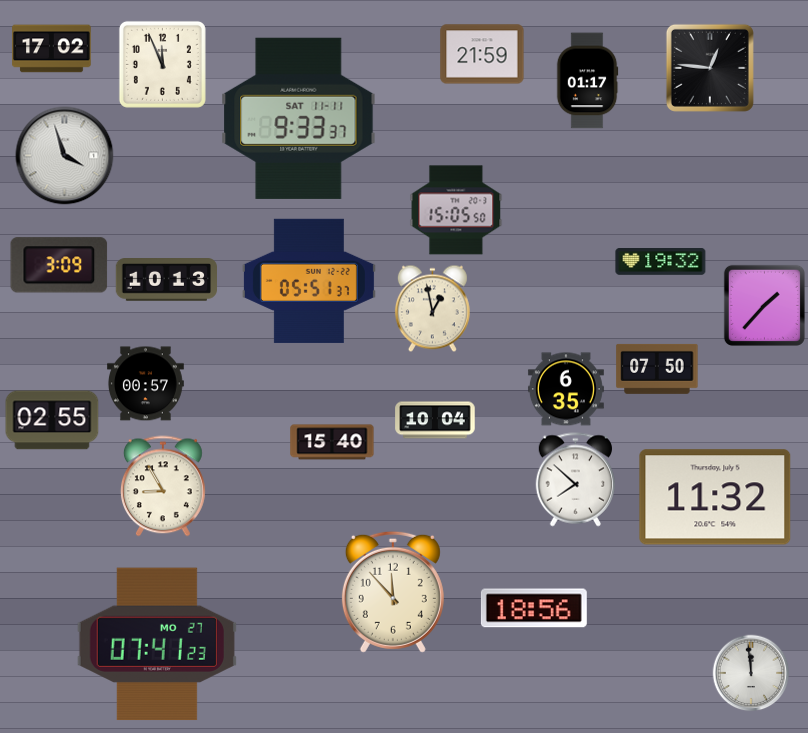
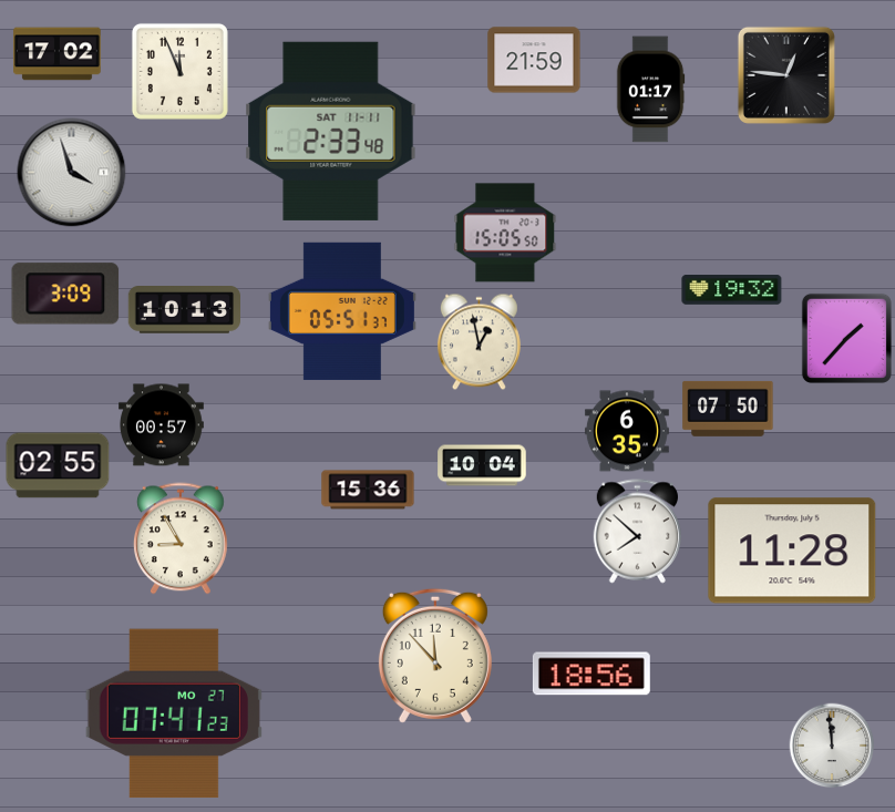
clock at (299, 118): 9:33 -> 2:33
clock at (332, 442): 15:40 -> 15:36
clock at (715, 497): 11:32 -> 11:28
